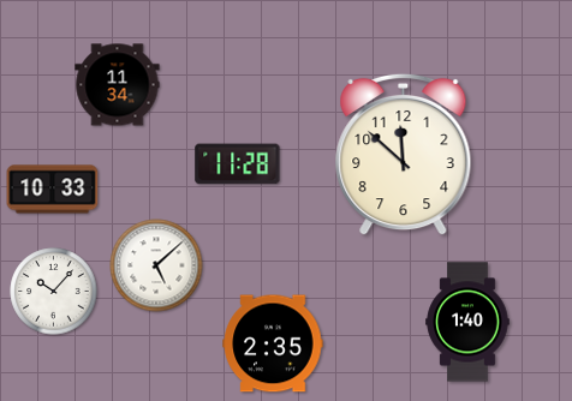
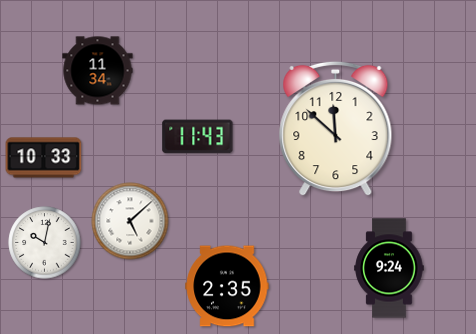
clock at (238, 164): 11:28 -> 11:43
clock at (54, 292): 10:07 -> 10:02
clock at (467, 322): 1:40 -> 9:24
